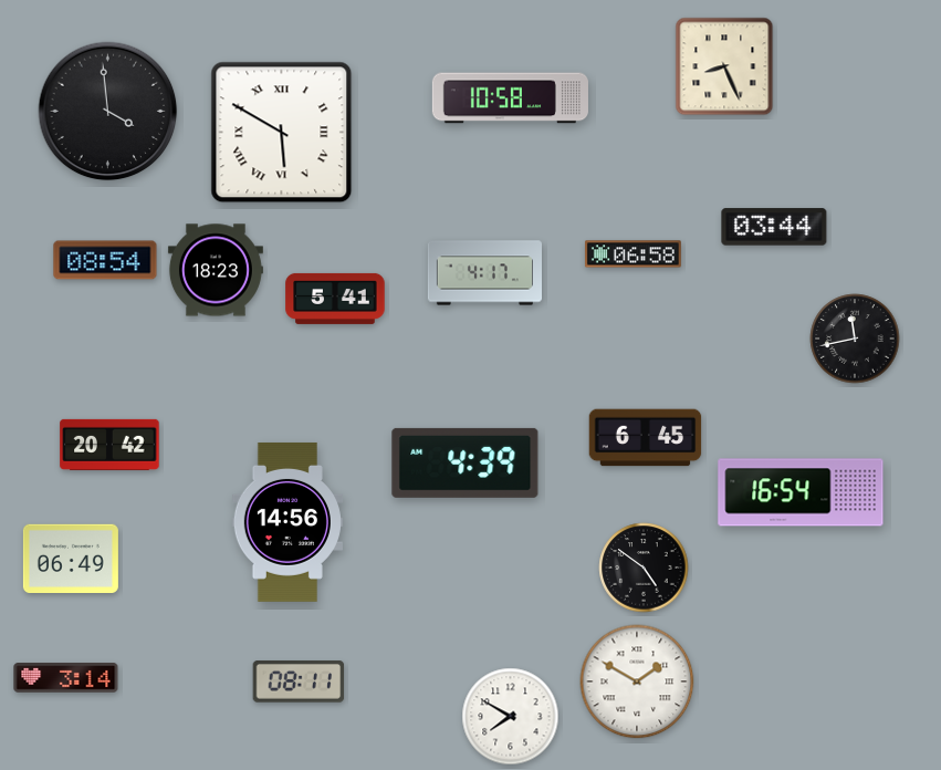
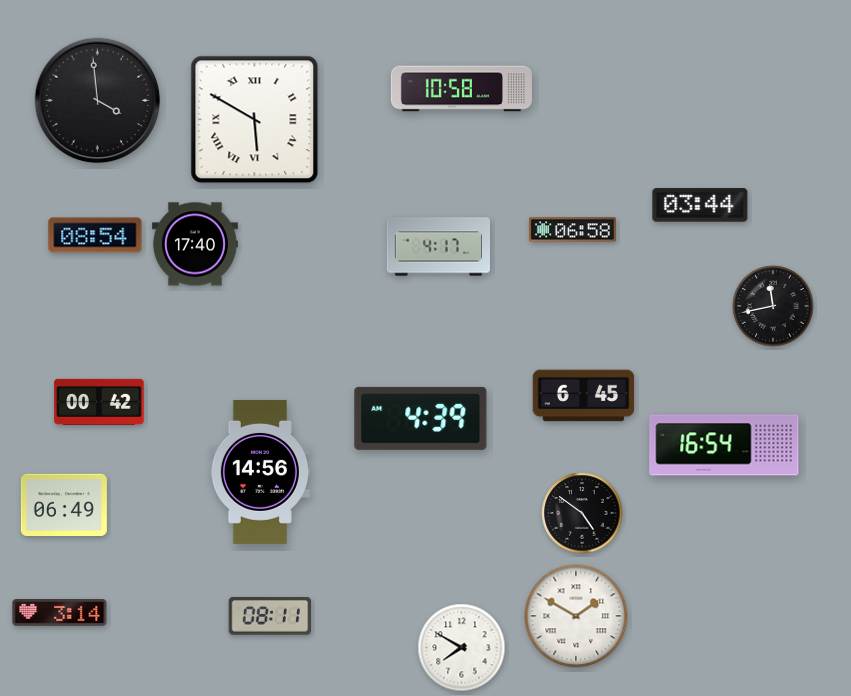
clock at (724, 66): 8:26 -> none
clock at (216, 270): 18:23 -> 17:40
clock at (335, 299): 5:41 -> none
clock at (109, 445): 20:42 -> 00:42
